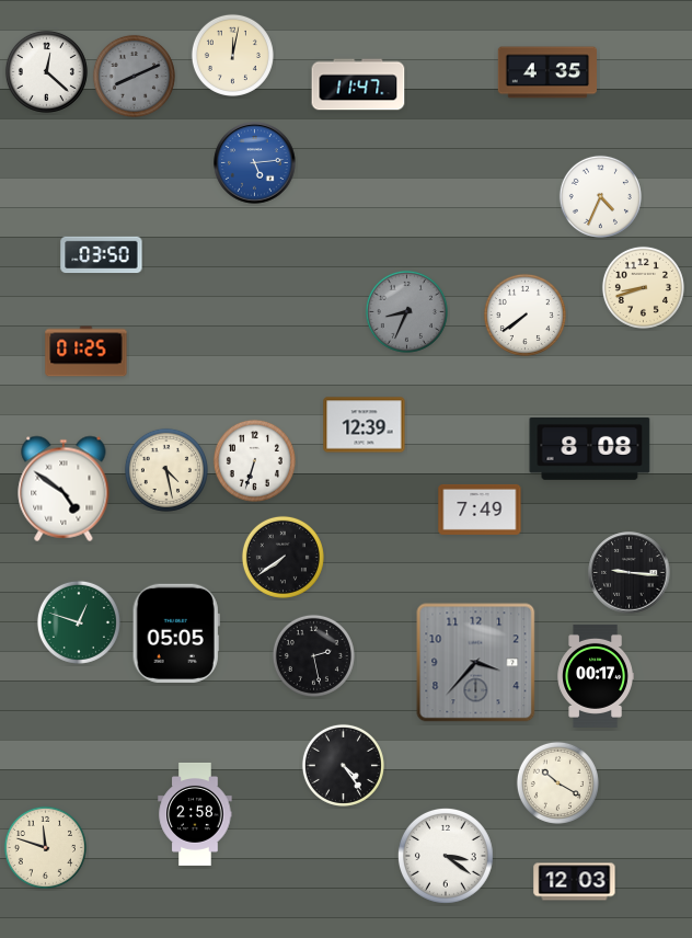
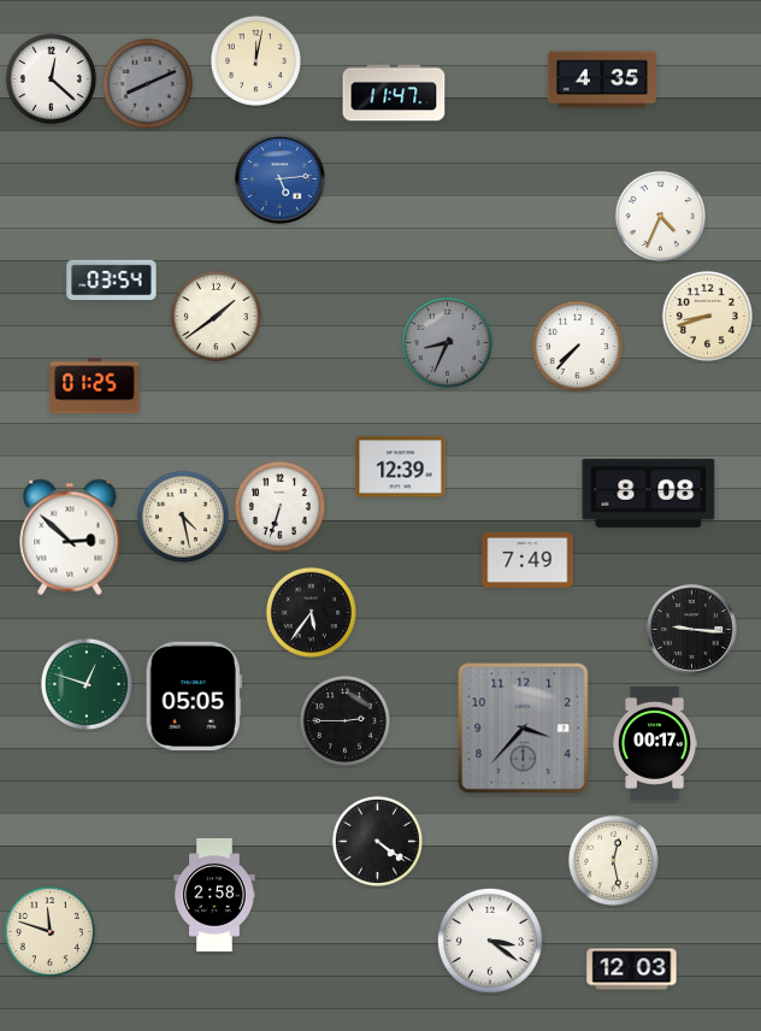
clock at (102, 255): 03:50 -> 03:54
clock at (216, 316): none -> 1:39
clock at (524, 314): 7:39 -> 7:37
clock at (64, 489): 4:51 -> 2:52
clock at (282, 557): 7:39 -> 5:36
clock at (313, 655): 2:28 -> 2:45
clock at (343, 765): 4:24 -> 4:21
clock at (557, 782): 10:20 -> 12:28
